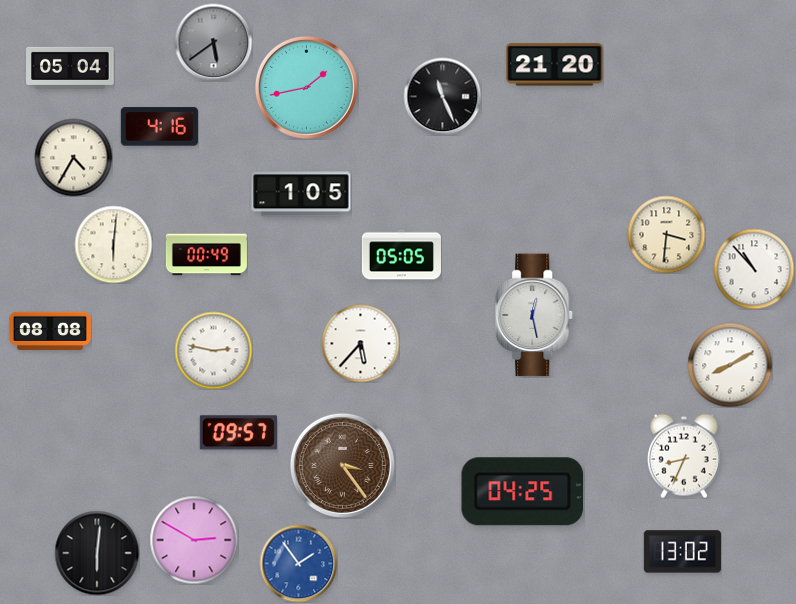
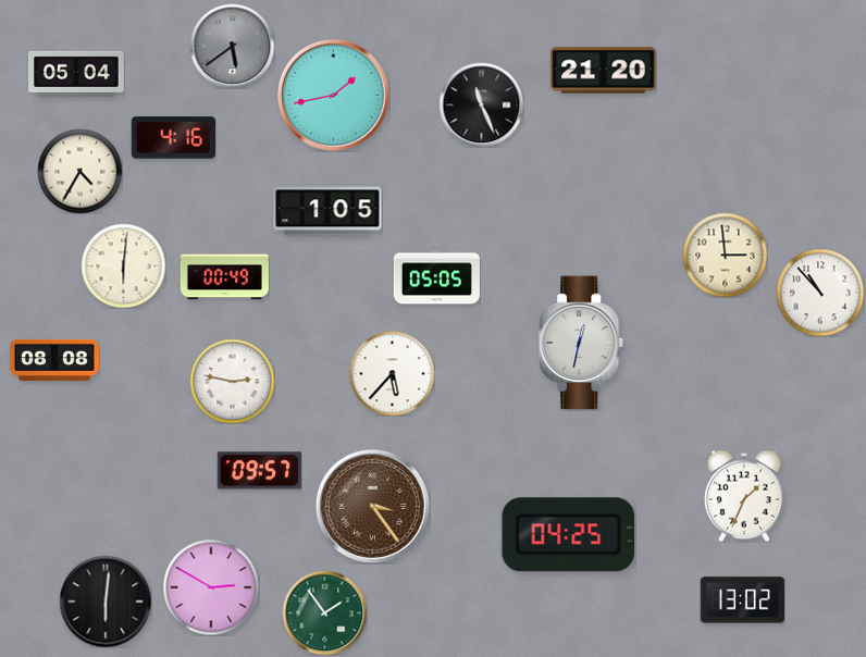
clock at (666, 234): 3:31 -> 2:59
clock at (535, 315): 12:28 -> 12:32
clock at (730, 365): 8:10 -> none
clock at (684, 456): 8:34 -> 1:34
clock at (298, 563) dial: blue -> green
